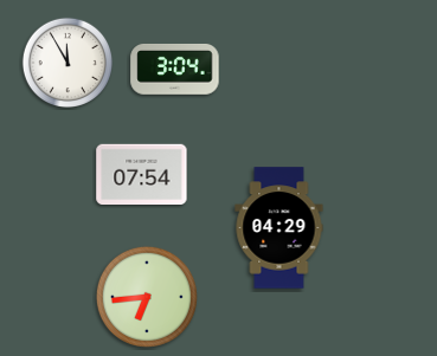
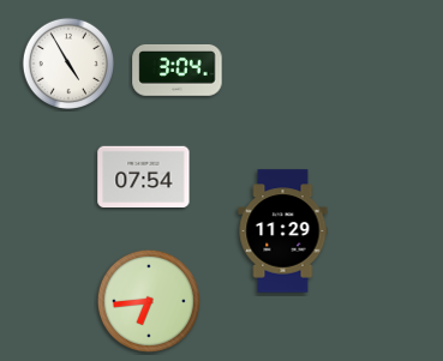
clock at (66, 62): 11:55 -> 4:55
clock at (279, 228): 04:29 -> 11:29
